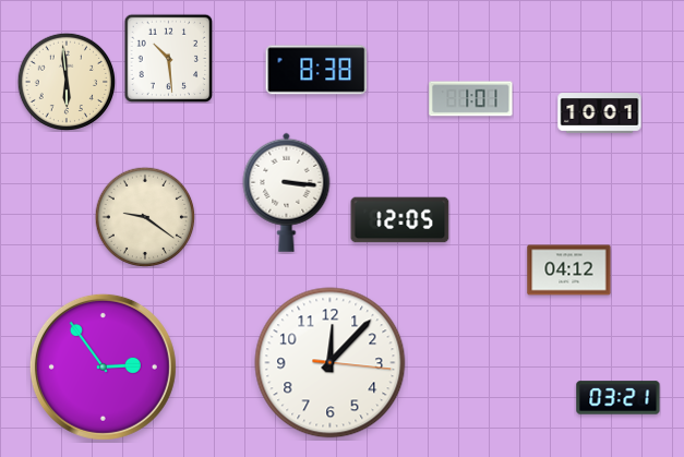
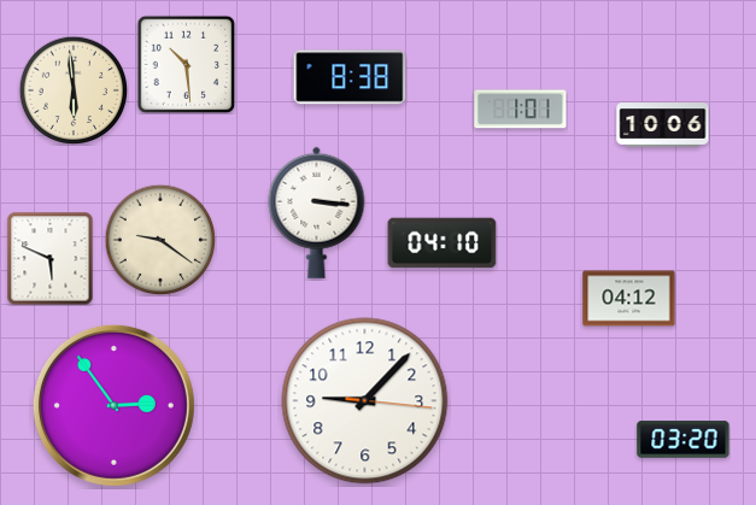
clock at (600, 113): 10:01 -> 10:06
clock at (400, 220): 12:05 -> 04:10
clock at (51, 258): none -> 5:49
clock at (331, 363): 12:07 -> 9:07
clock at (619, 398): 03:21 -> 03:20
